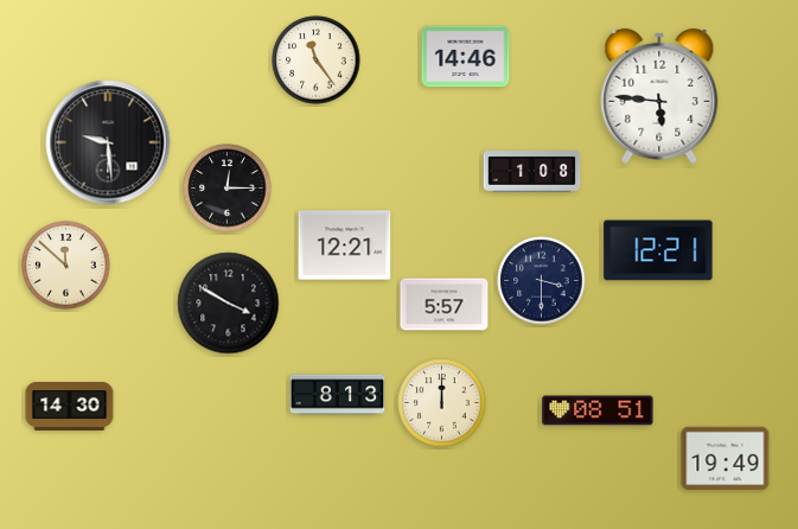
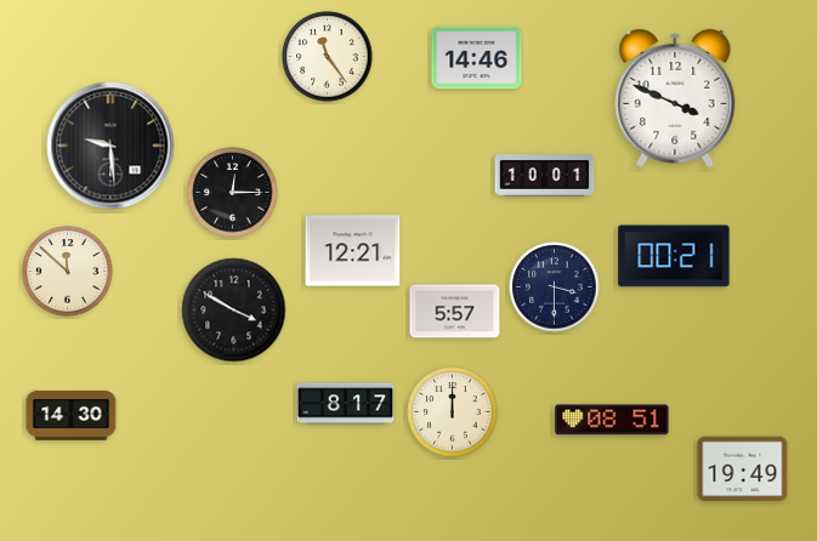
clock at (317, 60) position: (317, 60) -> (328, 57)
clock at (659, 96): 5:46 -> 3:49
clock at (532, 172): 1:08 -> 10:01
clock at (658, 250): 12:21 -> 00:21
clock at (338, 395): 8:13 -> 8:17
